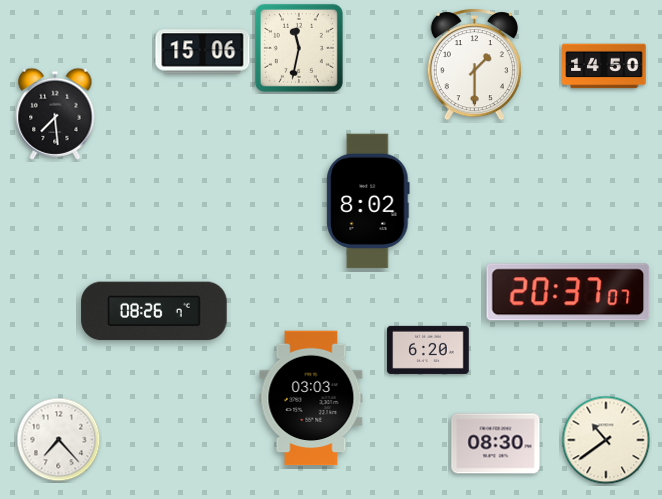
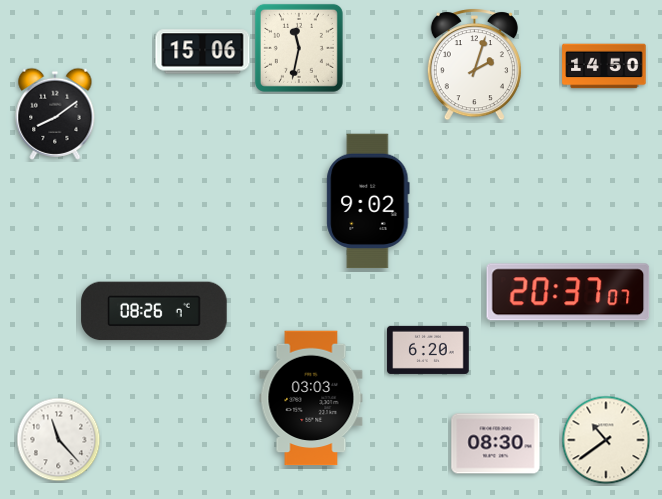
clock at (474, 65): 1:30 -> 2:03
clock at (55, 114): 7:29 -> 8:09
clock at (368, 201): 8:02 -> 9:02
clock at (59, 440): 7:23 -> 11:23
